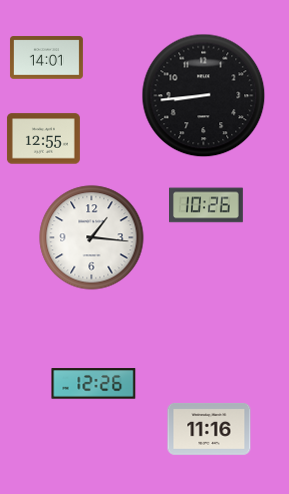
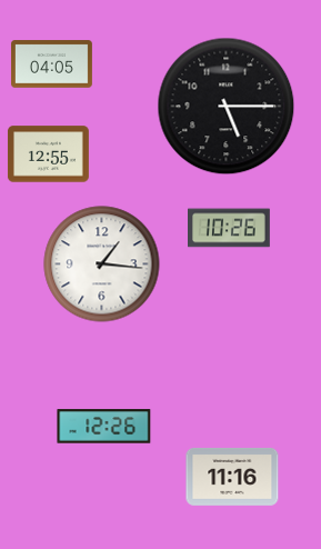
clock at (46, 58): 14:01 -> 04:05
clock at (204, 96): 8:44 -> 5:15
